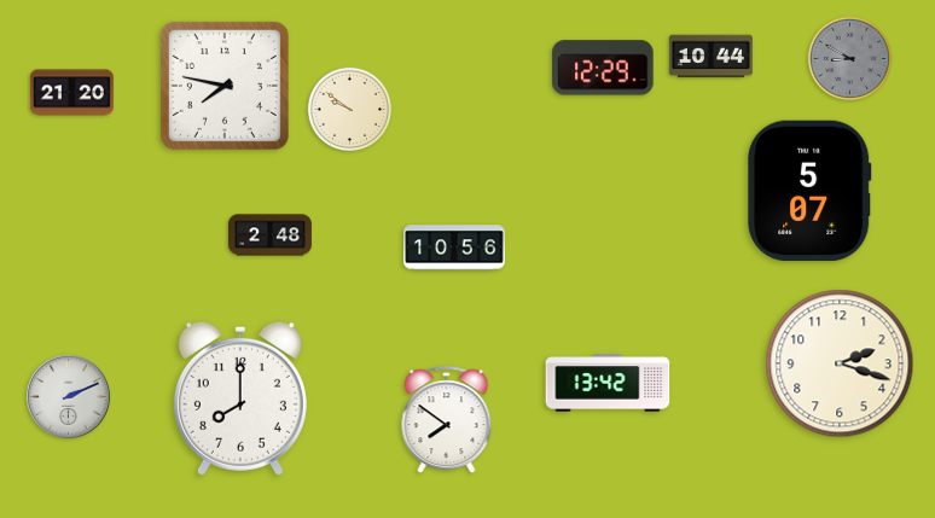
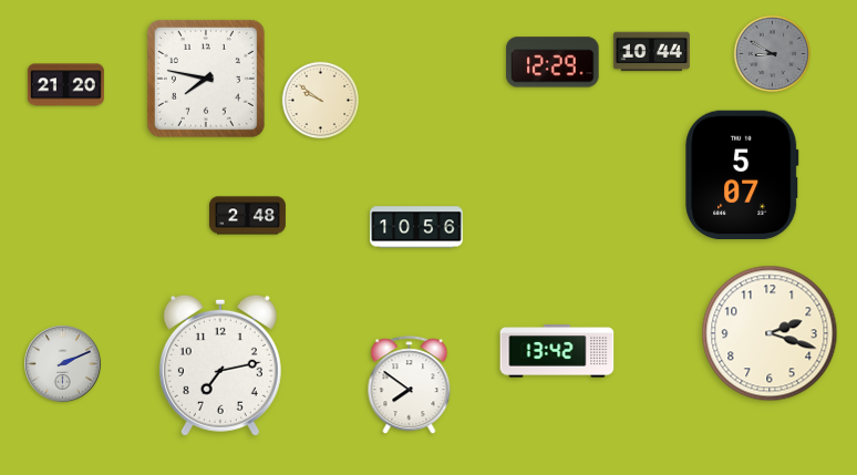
clock at (850, 59) position: (850, 59) -> (773, 54)
clock at (240, 398): 8:00 -> 7:13
